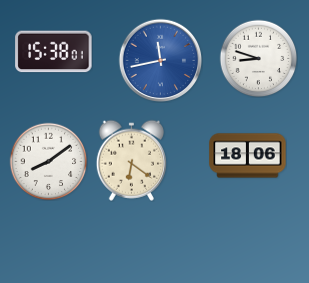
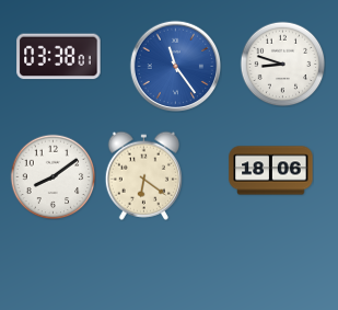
clock at (54, 52): 15:38 -> 03:38
clock at (160, 60): 11:43 -> 11:24
